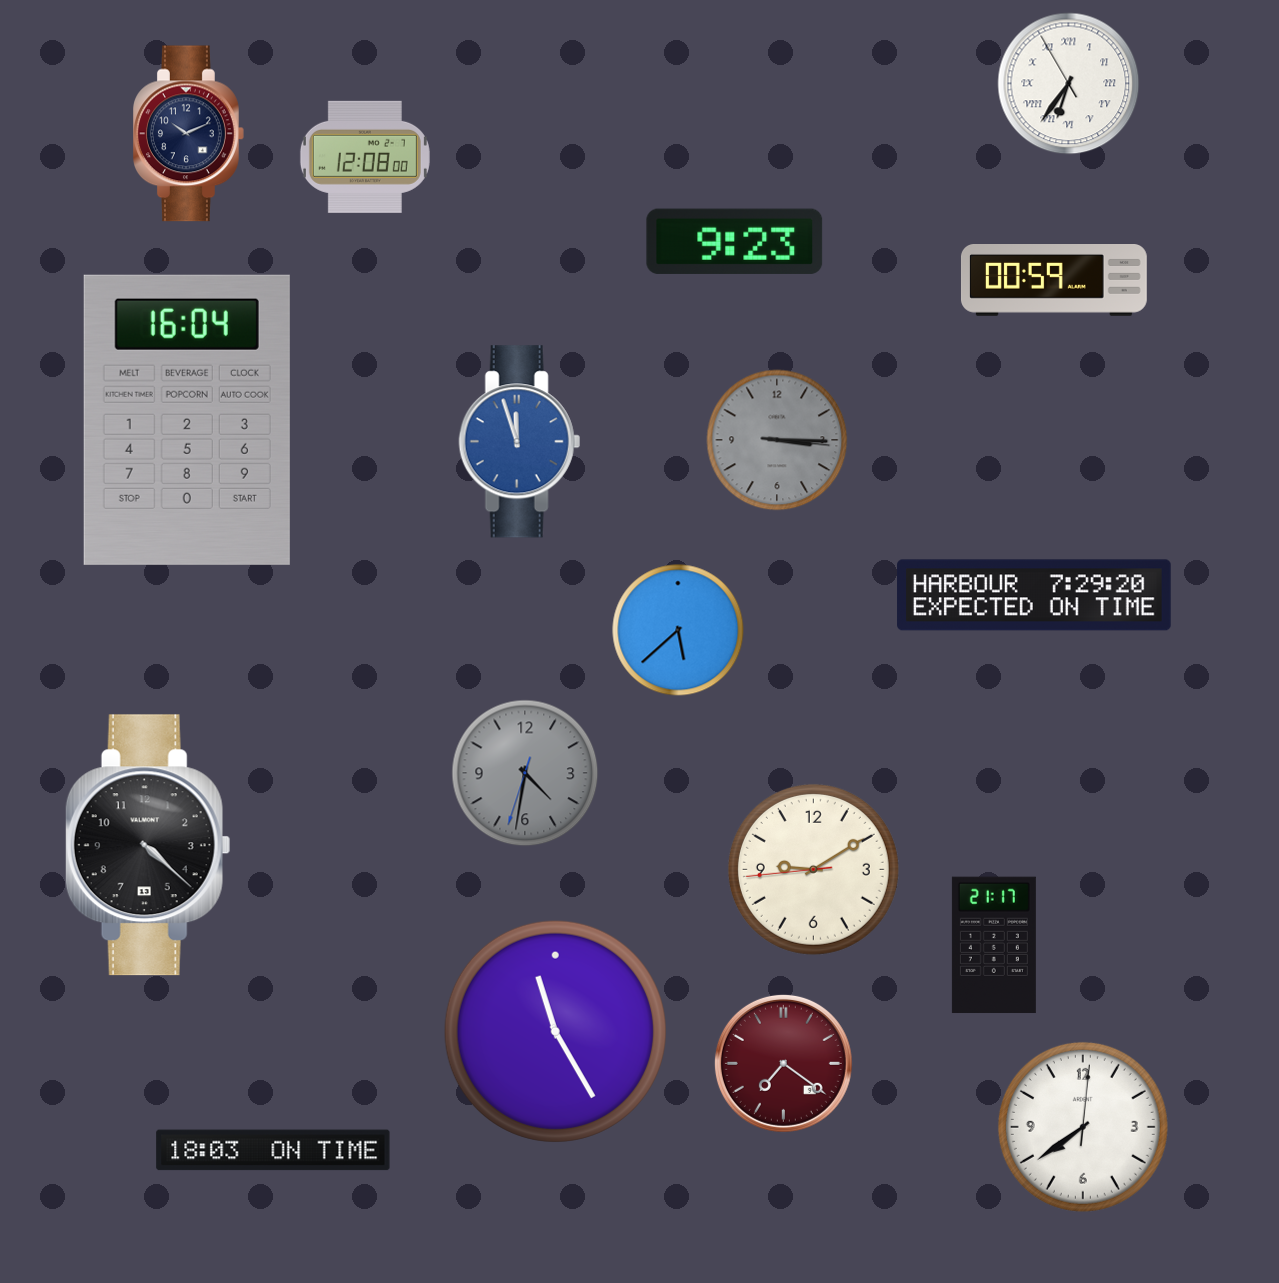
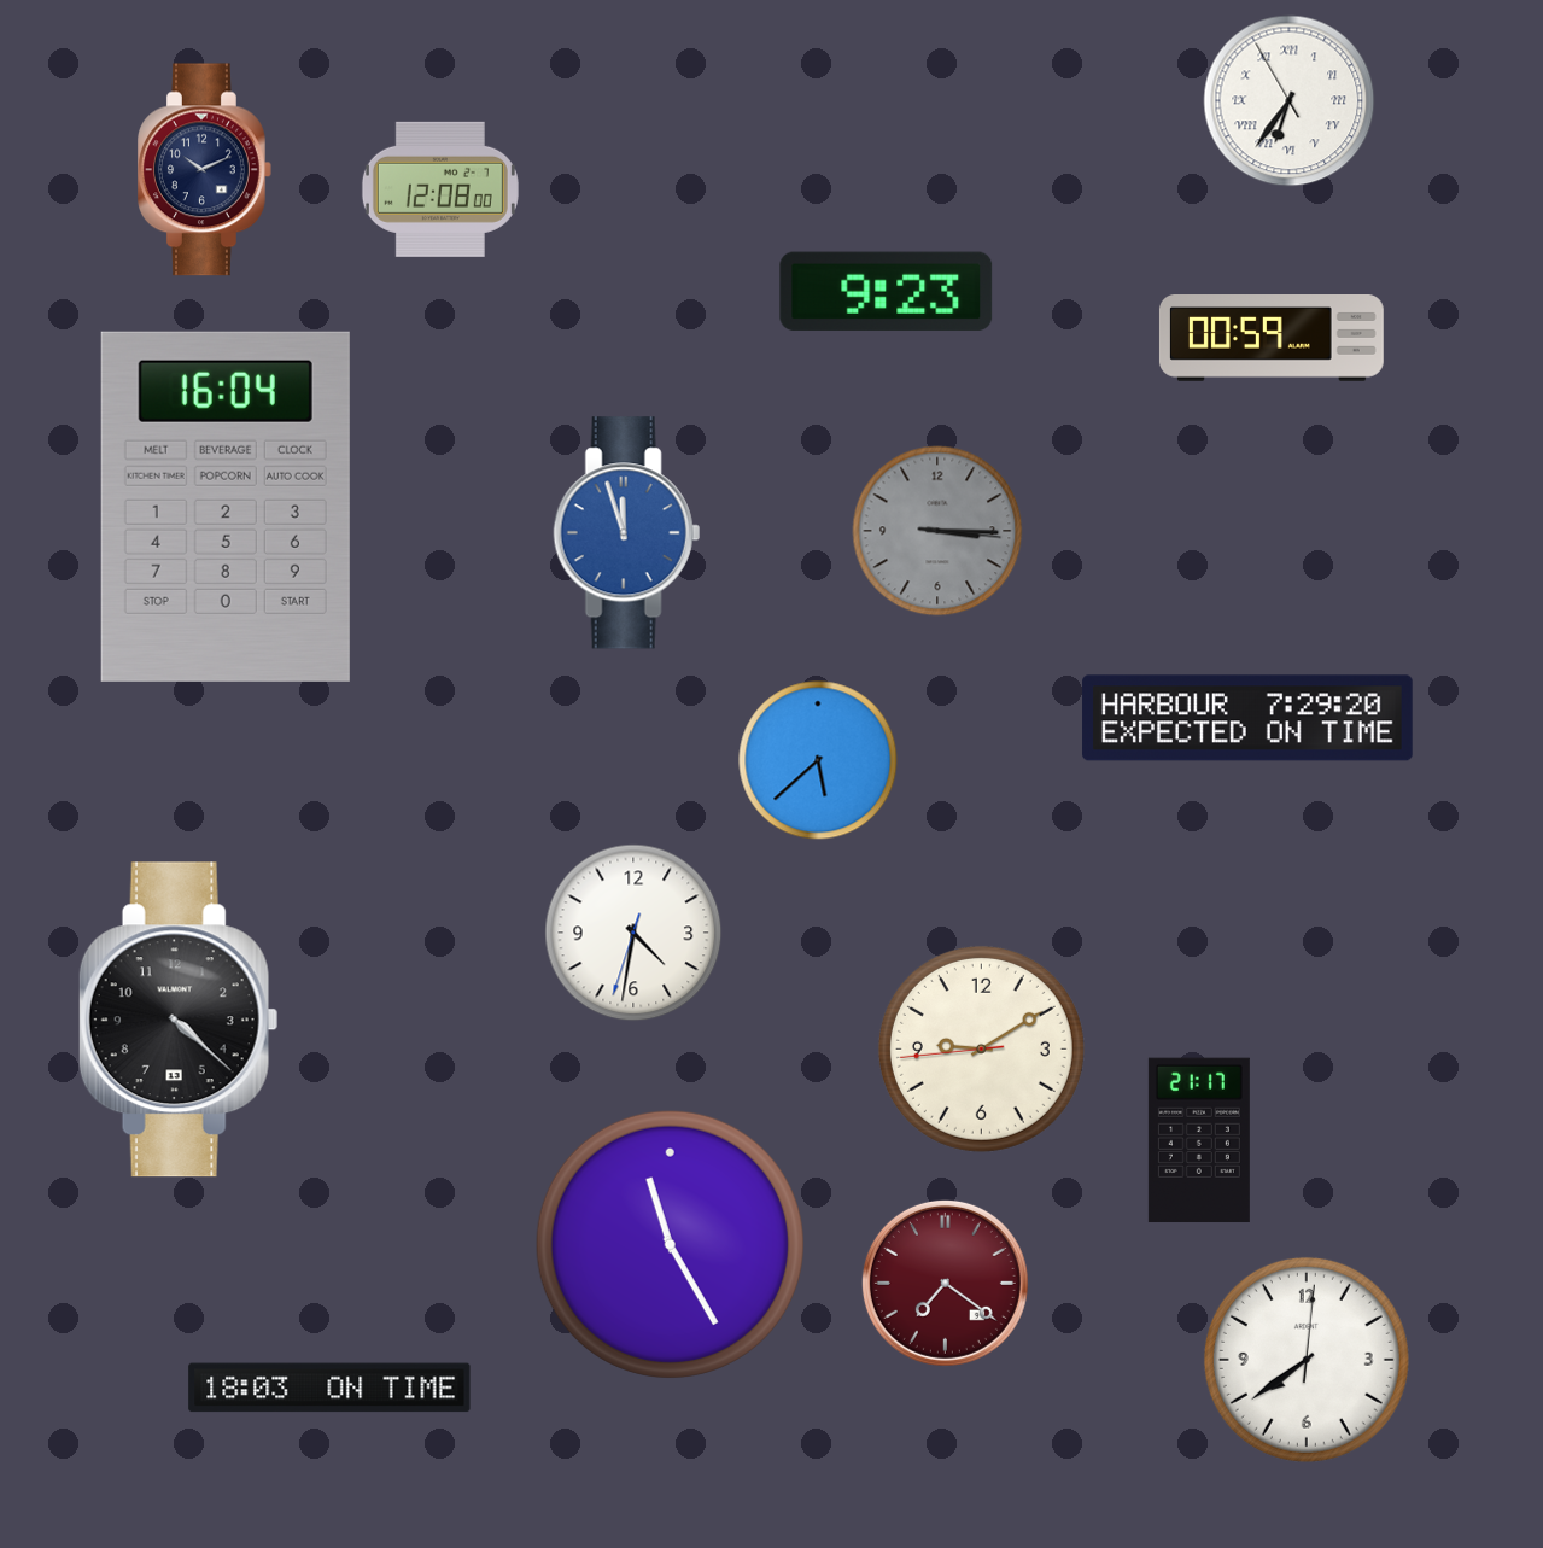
clock at (189, 134) position: (189, 134) -> (205, 170)
clock at (525, 773) dial: grey -> white
